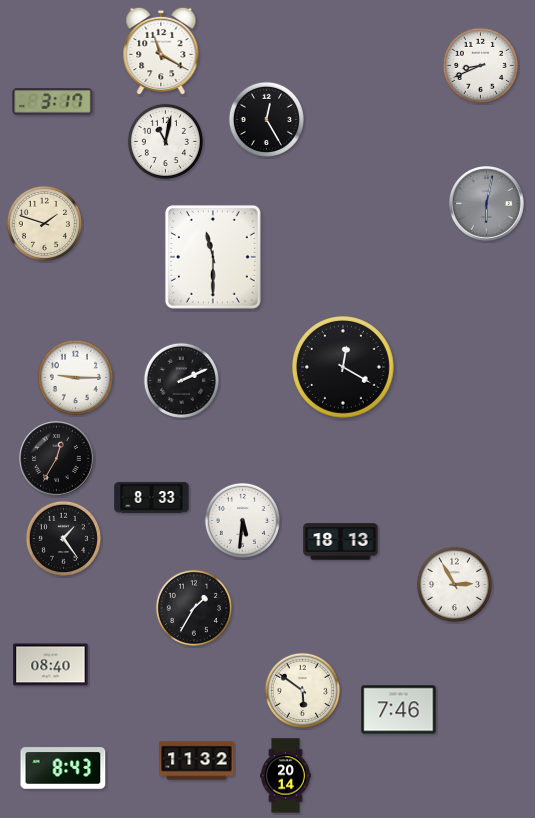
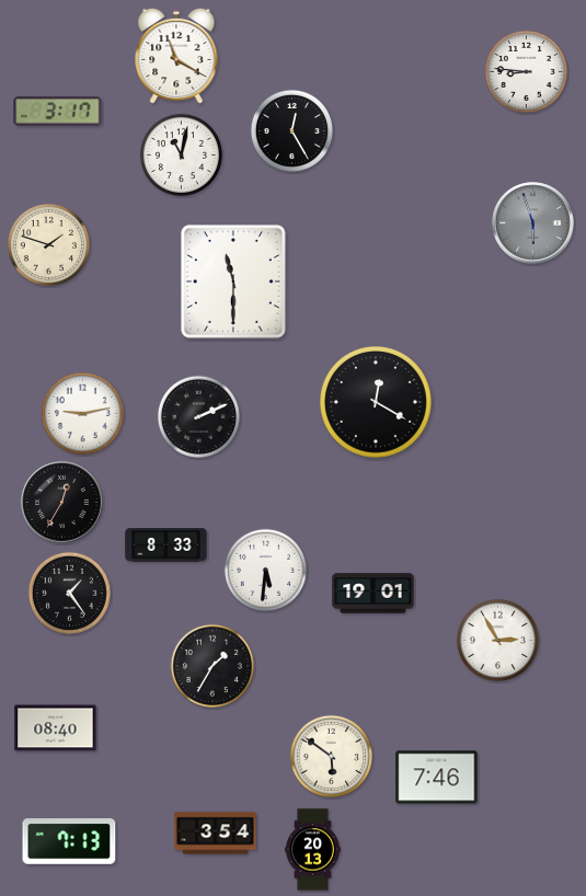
clock at (480, 65): 8:41 -> 8:46
clock at (487, 204): 6:02 -> 5:57
clock at (75, 377): 9:15 -> 9:13
clock at (63, 538) position: (63, 538) -> (69, 593)
clock at (341, 542): 18:13 -> 19:01
clock at (197, 761): 11:32 -> 3:54
clock at (63, 768): 8:43 -> 7:13
clock at (286, 776): 20:14 -> 20:13
